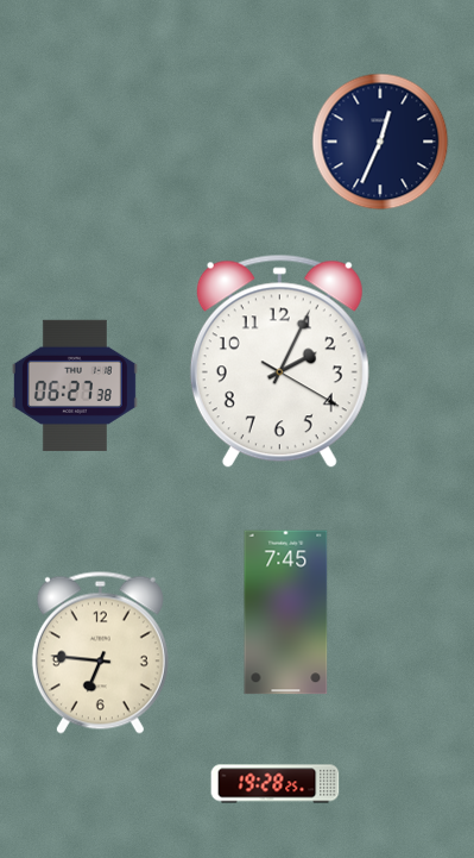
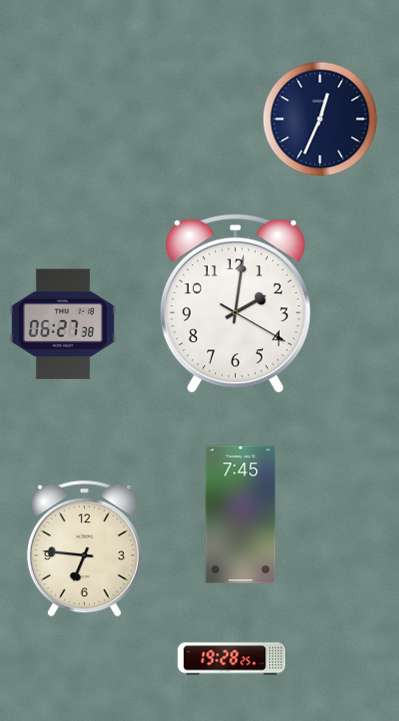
clock at (279, 362): 2:04 -> 2:01
